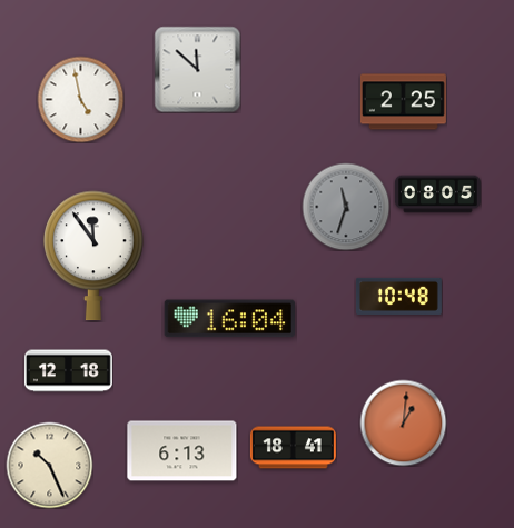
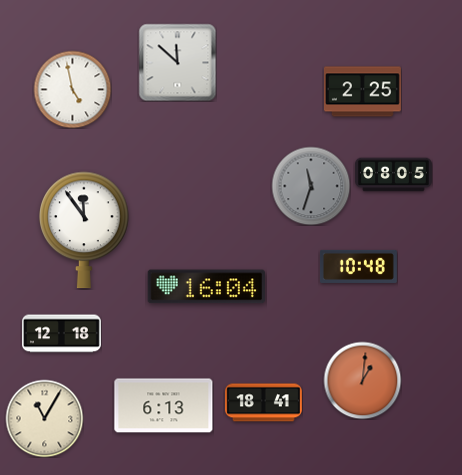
clock at (49, 465): 10:26 -> 11:05
